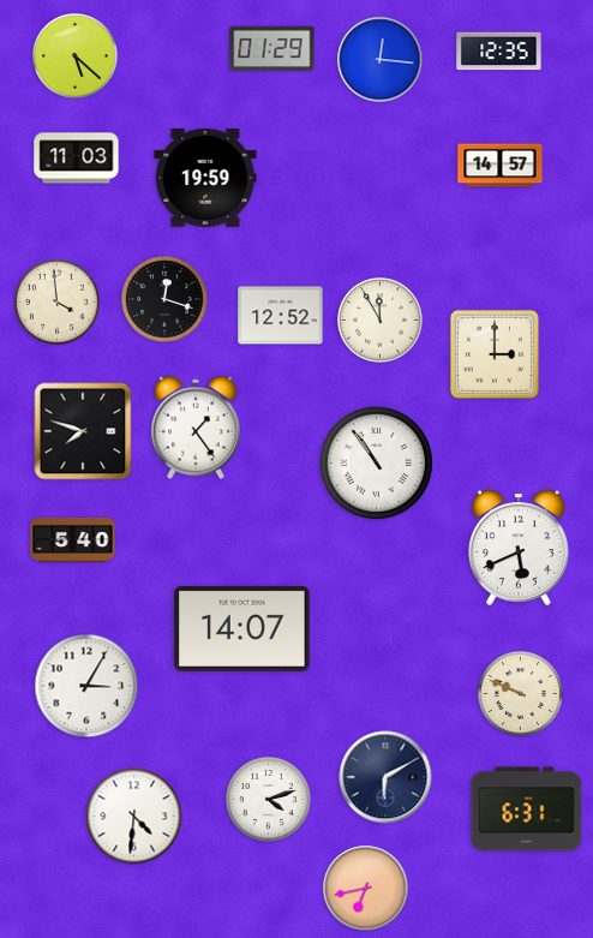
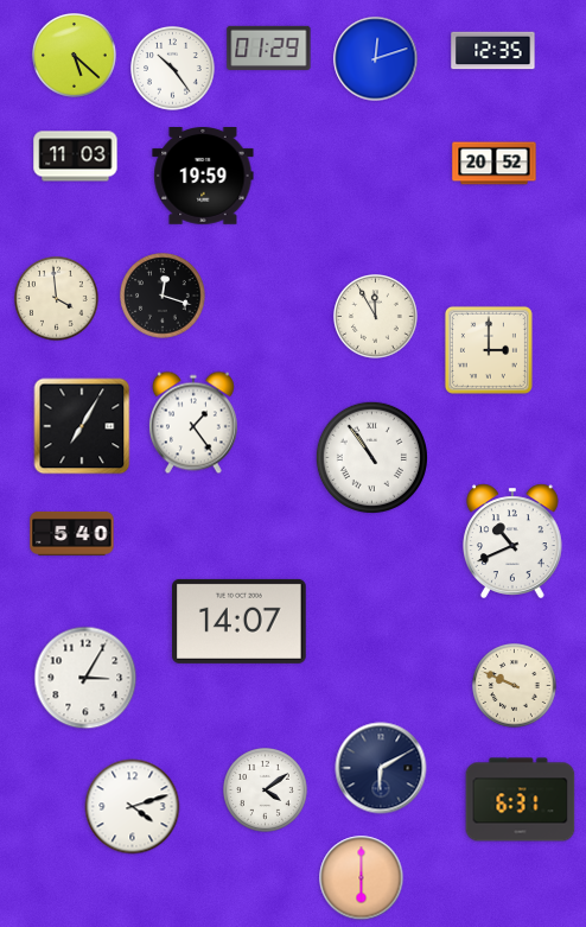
clock at (381, 60): 12:16 -> 12:12
clock at (173, 69): none -> 10:24
clock at (501, 166): 14:57 -> 20:52
clock at (281, 316): 12:52 -> none
clock at (83, 431): 7:48 -> 7:05
clock at (520, 548): 5:41 -> 10:41
clock at (269, 800): 4:12 -> 4:09
clock at (134, 817): 4:31 -> 4:12
clock at (366, 889): 6:43 -> 6:00
